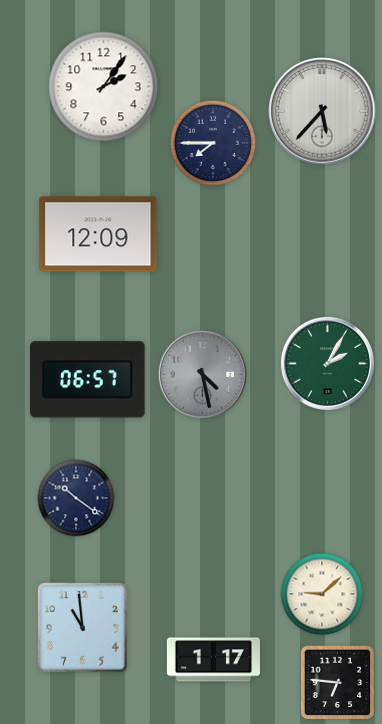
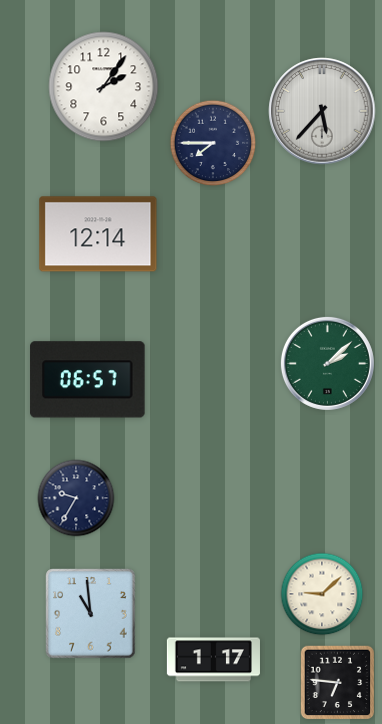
clock at (98, 234): 12:09 -> 12:14
clock at (327, 363): 2:05 -> 2:08
clock at (202, 374): 4:28 -> none
clock at (76, 498): 10:21 -> 9:35
clock at (83, 628) position: (83, 628) -> (91, 614)
